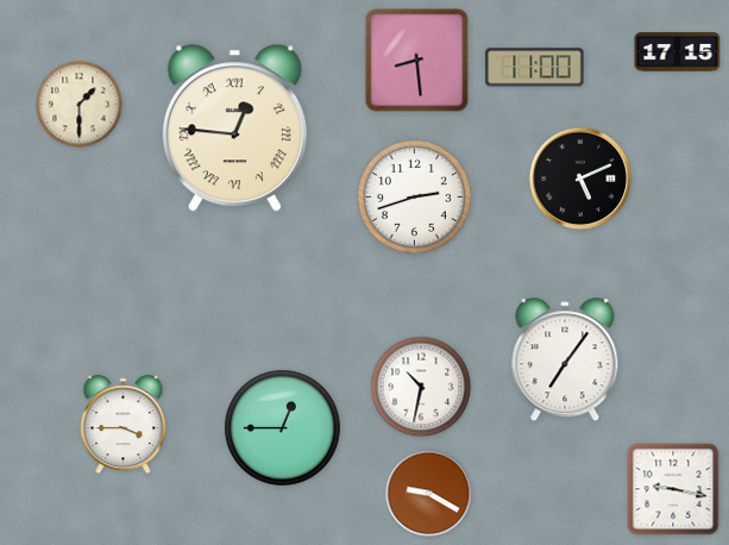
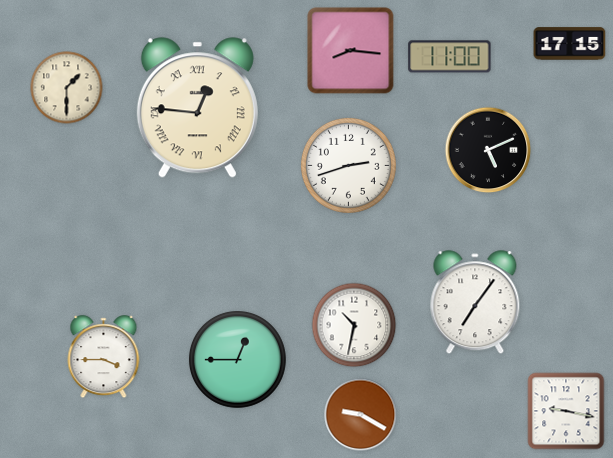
clock at (417, 61): 8:29 -> 8:16
